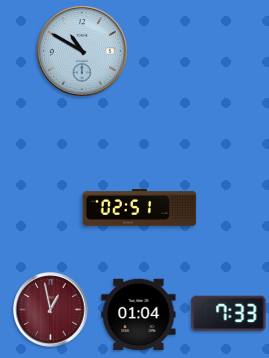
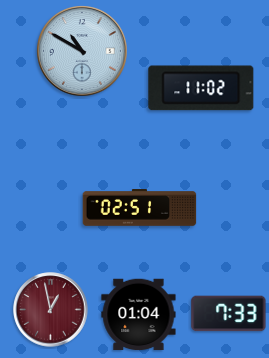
clock at (201, 88): none -> 11:02
